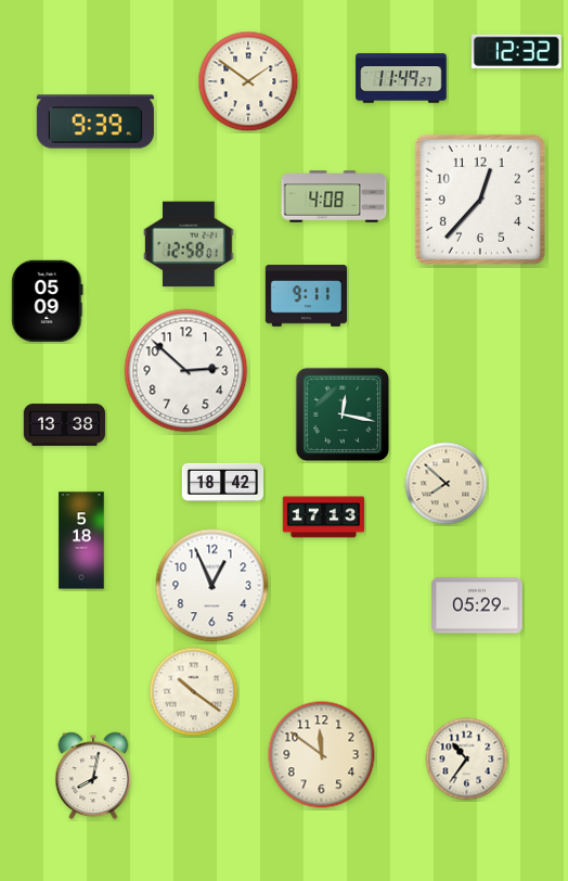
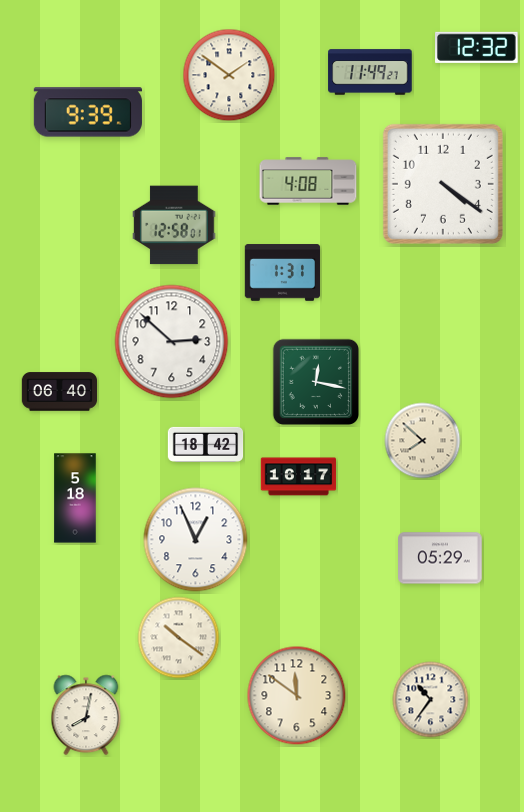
clock at (480, 200): 12:37 -> 4:21
clock at (307, 296): 9:11 -> 1:31
clock at (48, 301): 05:09 -> none
clock at (65, 425): 13:38 -> 06:40
clock at (447, 484) position: (447, 484) -> (423, 441)
clock at (324, 518): 17:13 -> 16:17
